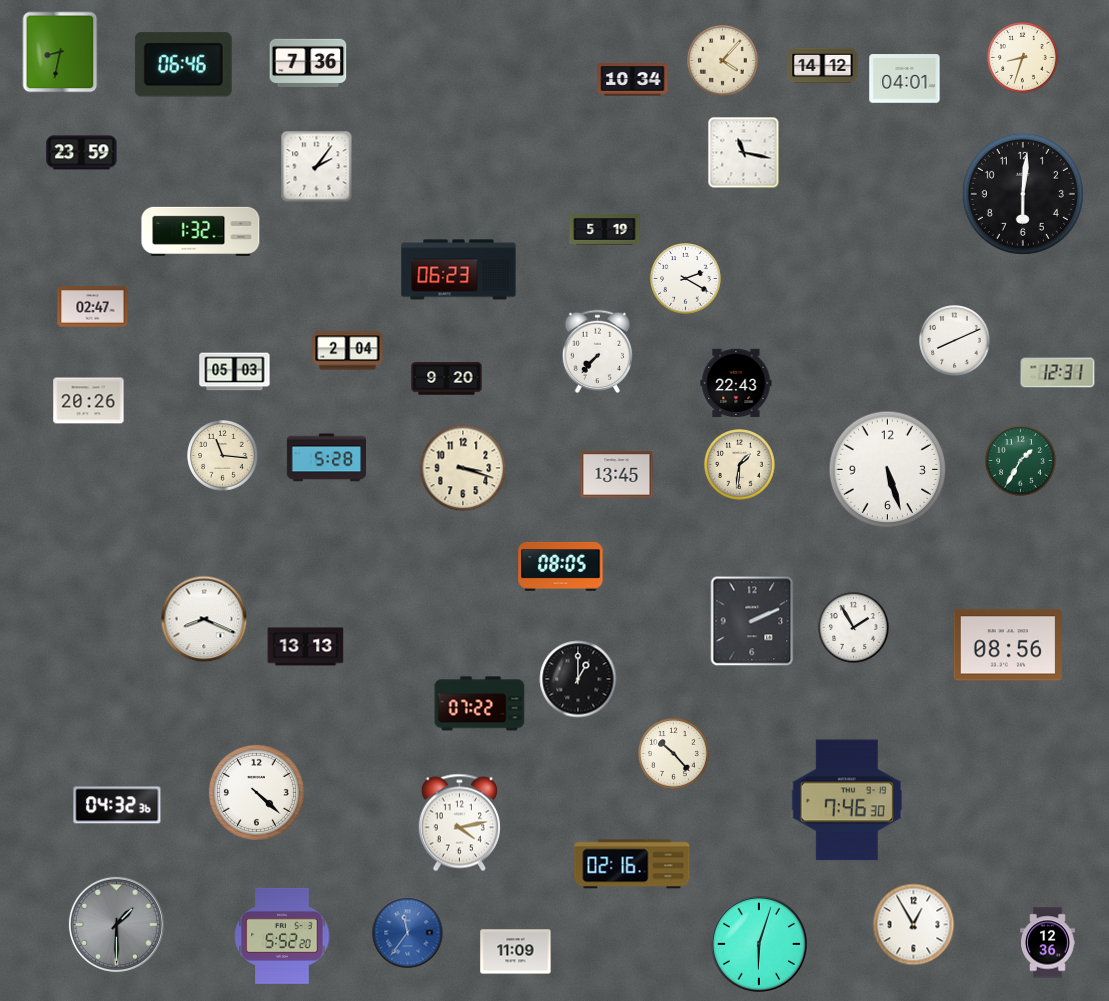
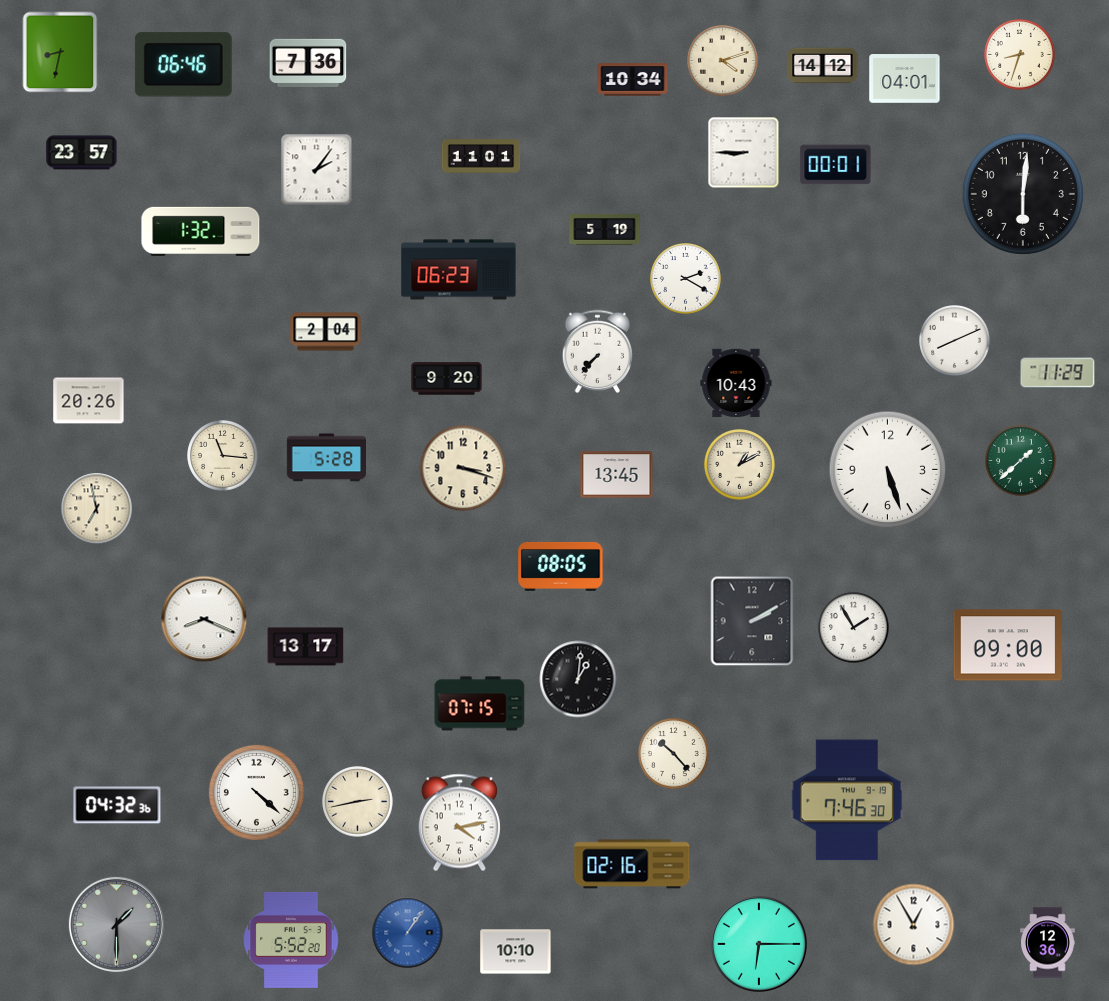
clock at (1023, 58) position: (1023, 58) -> (1020, 55)
clock at (723, 61): 4:07 -> 4:12
clock at (82, 153): 23:59 -> 23:57
clock at (744, 153): 11:17 -> 8:45
clock at (481, 156): none -> 11:01
clock at (836, 165): none -> 00:01
clock at (317, 167) position: (317, 167) -> (317, 170)
clock at (93, 307): 02:47 -> none
clock at (348, 351) position: (348, 351) -> (326, 332)
clock at (235, 372): 05:03 -> none
clock at (1058, 373): 12:31 -> 11:29
clock at (736, 383): 22:43 -> 10:43
clock at (1021, 461): 1:35 -> 1:38
clock at (740, 465): 1:31 -> 1:10
clock at (97, 509): none -> 6:58
clock at (752, 621): 2:11 -> 2:10
clock at (1007, 645): 08:56 -> 09:00
clock at (306, 647): 13:13 -> 13:17
clock at (578, 679): 1:00 -> 1:01
clock at (480, 704): 07:22 -> 07:15
clock at (358, 802): none -> 2:43
clock at (408, 933): 11:36 -> 1:06
clock at (282, 936) position: (282, 936) -> (291, 940)
clock at (759, 944): 6:03 -> 6:15
clock at (516, 952): 11:09 -> 10:10
